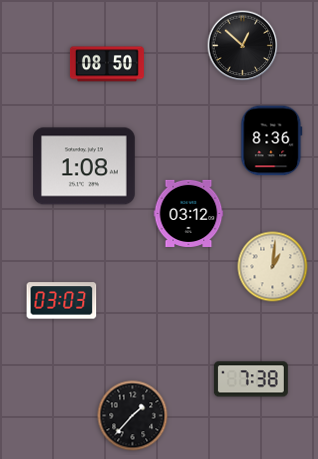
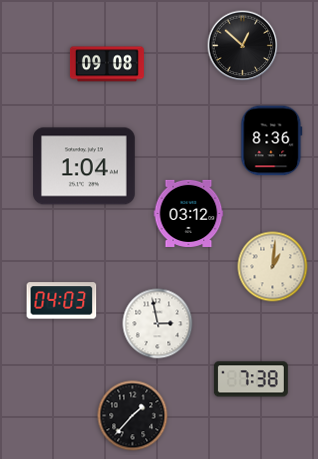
clock at (107, 64): 08:50 -> 09:08
clock at (85, 166): 1:08 -> 1:04
clock at (62, 301): 03:03 -> 04:03
clock at (158, 324): none -> 2:58
